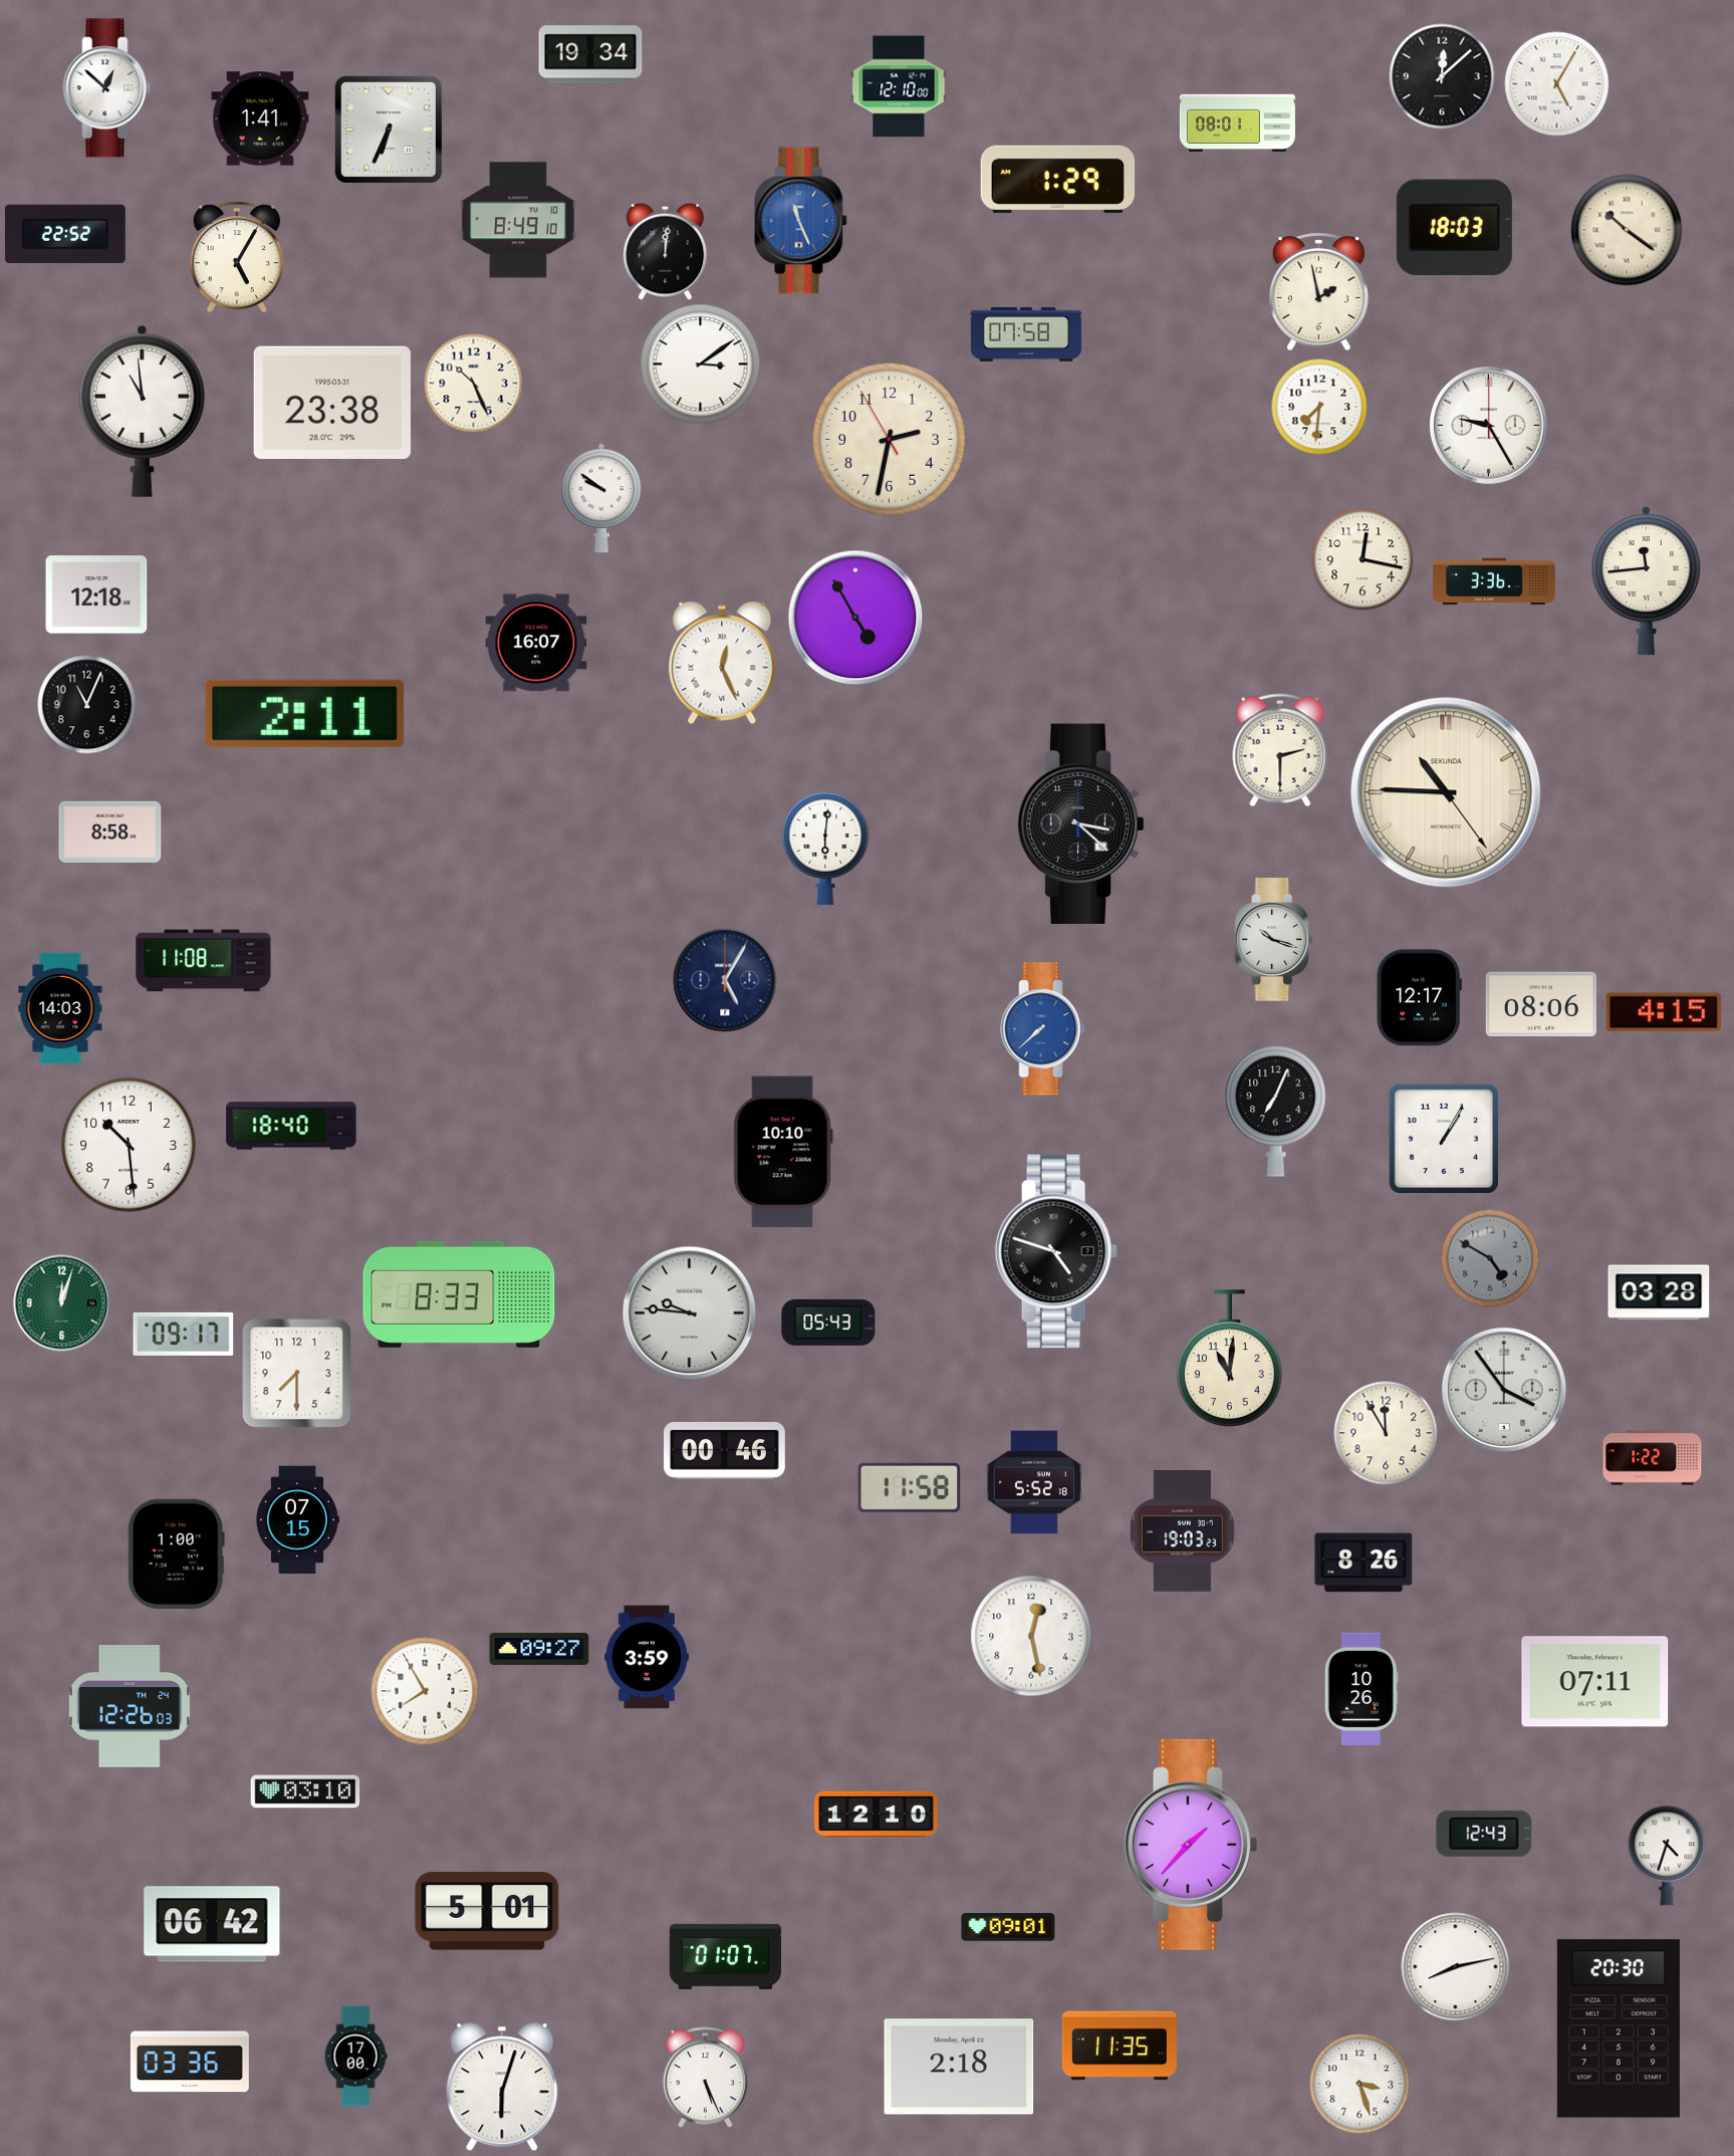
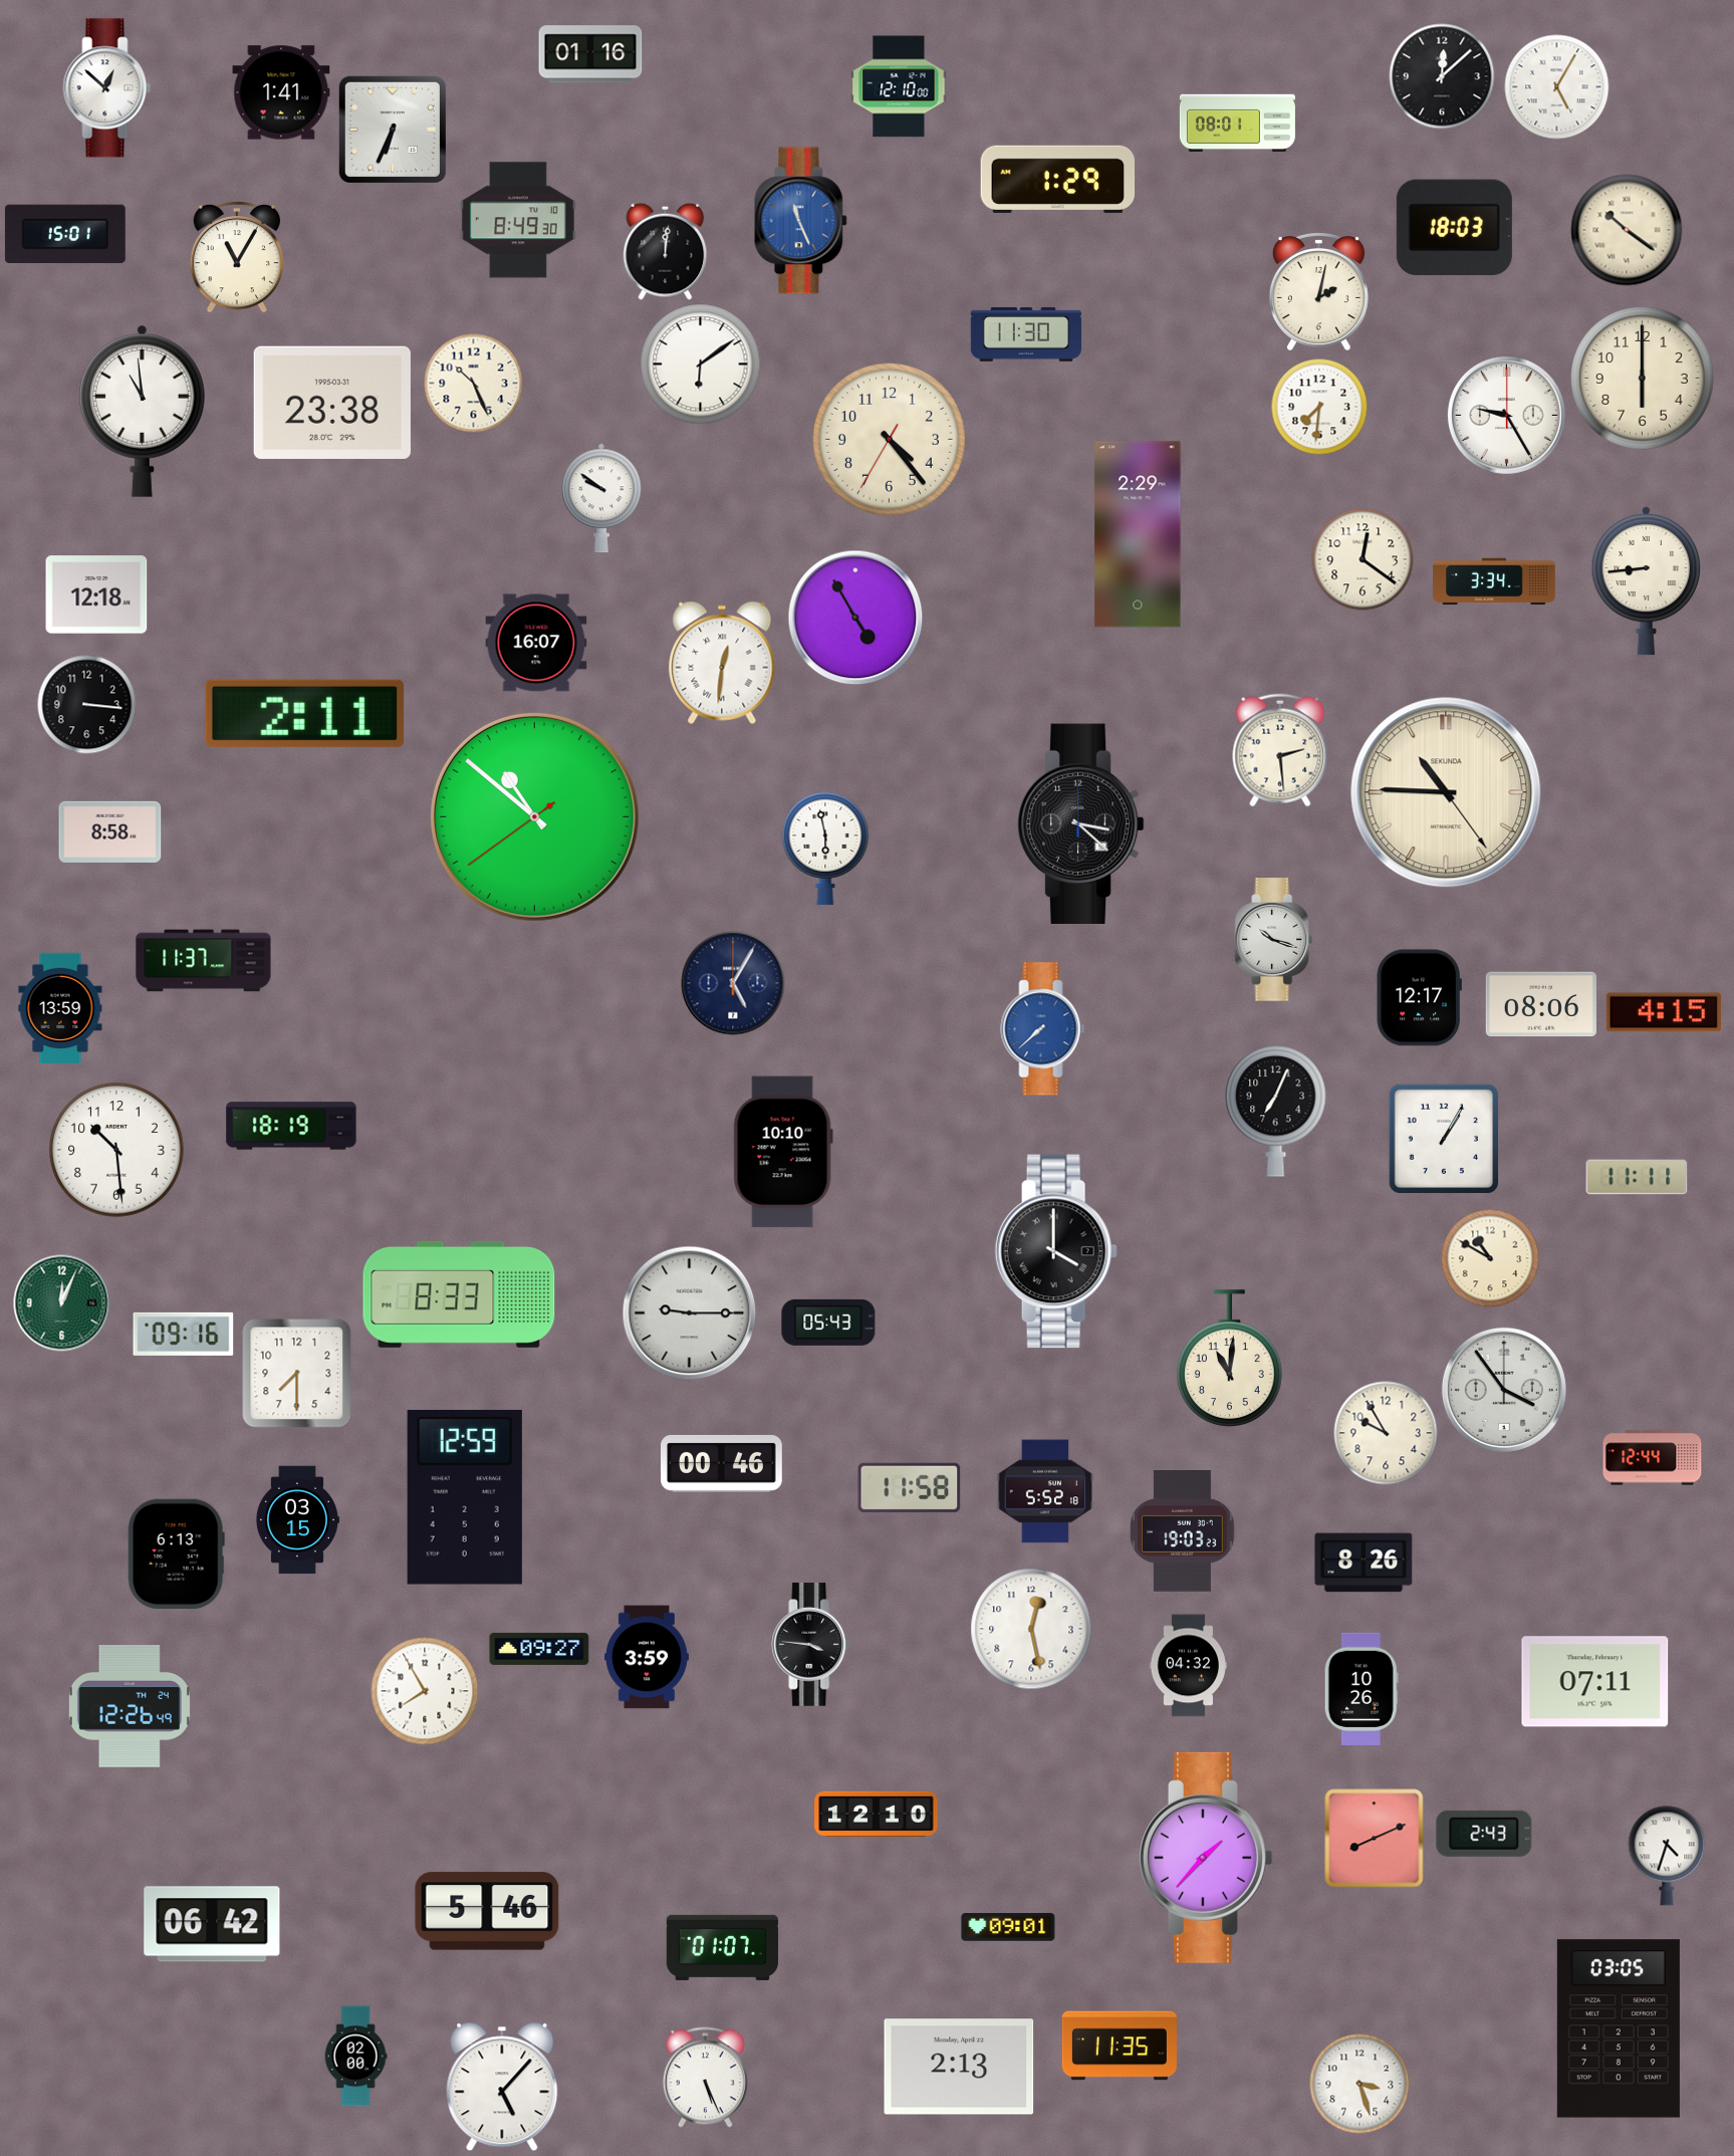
clock at (590, 54): 19:34 -> 01:16
clock at (1557, 84) position: (1557, 84) -> (1557, 87)
clock at (260, 118) position: (260, 118) -> (281, 92)
clock at (389, 130) position: (389, 130) -> (393, 130)
clock at (518, 220): 8:49:10 -> 8:49:30
clock at (65, 233): 22:52 -> 15:01
clock at (236, 257): 5:05 -> 11:05
clock at (1318, 291): 1:58 -> 2:02
clock at (1026, 335): 07:58 -> 11:30
clock at (701, 365): 3:09 -> 6:09
clock at (1643, 379): none -> 6:00
clock at (1488, 425) position: (1488, 425) -> (1506, 415)
clock at (889, 439): 2:31 -> 4:23
clock at (1138, 534): none -> 2:29
clock at (1363, 559): 12:17 -> 12:21
clock at (1646, 580): 11:44 -> 8:44
clock at (1494, 581): 3:36 -> 3:34
clock at (722, 663): 12:26 -> 12:31
clock at (87, 705): 11:04 -> 3:16
clock at (1280, 750): 2:30 -> 2:29
clock at (534, 816): none -> 10:51
clock at (825, 848): 6:01 -> 5:58
clock at (204, 961): 11:08 -> 11:37
clock at (725, 980) position: (725, 980) -> (733, 983)
clock at (60, 1008): 14:03 -> 13:59
clock at (291, 1126): 18:40 -> 18:19
clock at (129, 1145) position: (129, 1145) -> (116, 1150)
clock at (1637, 1177): none -> 11:11
clock at (1056, 1251): 4:48 -> 4:00
clock at (1490, 1258): 4:50 -> 10:50
clock at (1490, 1258) dial: grey -> cream
clock at (1659, 1292): 03:28 -> none
clock at (62, 1303): 12:03 -> 12:04
clock at (690, 1313): 9:46 -> 9:15
clock at (184, 1334): 09:17 -> 09:16
clock at (1386, 1433): 11:55 -> 9:55
clock at (725, 1450) position: (725, 1450) -> (722, 1463)
clock at (1653, 1458): 1:22 -> 12:44
clock at (1034, 1482) position: (1034, 1482) -> (1045, 1491)
clock at (465, 1497): none -> 12:59
clock at (297, 1520): 07:15 -> 03:15
clock at (176, 1553): 1:00 -> 6:13
clock at (1031, 1636) position: (1031, 1636) -> (1031, 1629)
clock at (811, 1645): none -> 3:46
clock at (1188, 1666): none -> 04:32
clock at (130, 1707): 12:26:03 -> 12:26:49
clock at (305, 1791): 03:10 -> none
clock at (1484, 1834): 12:43 -> 2:43
clock at (1375, 1839): none -> 8:11
clock at (1190, 1845) position: (1190, 1845) -> (1205, 1858)
clock at (487, 1911): 5:01 -> 5:46
clock at (725, 1956) position: (725, 1956) -> (722, 1947)
clock at (1456, 1967): 8:13 -> none
clock at (1619, 2028): 20:30 -> 03:05
clock at (355, 2057): 17:00 -> 02:00
clock at (190, 2062): 03:36 -> none
clock at (959, 2067): 2:18 -> 2:13
clock at (502, 2087): 6:03 -> 5:07
